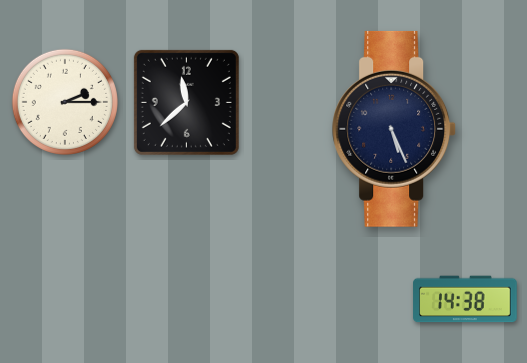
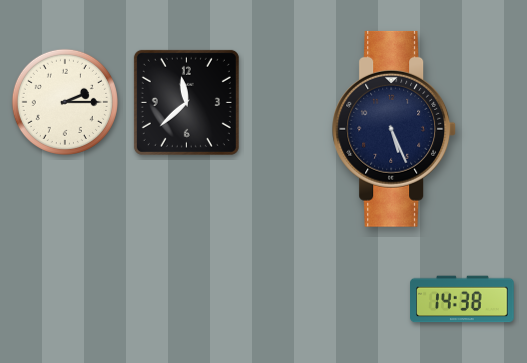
clock at (465, 299) position: (465, 299) -> (462, 299)
